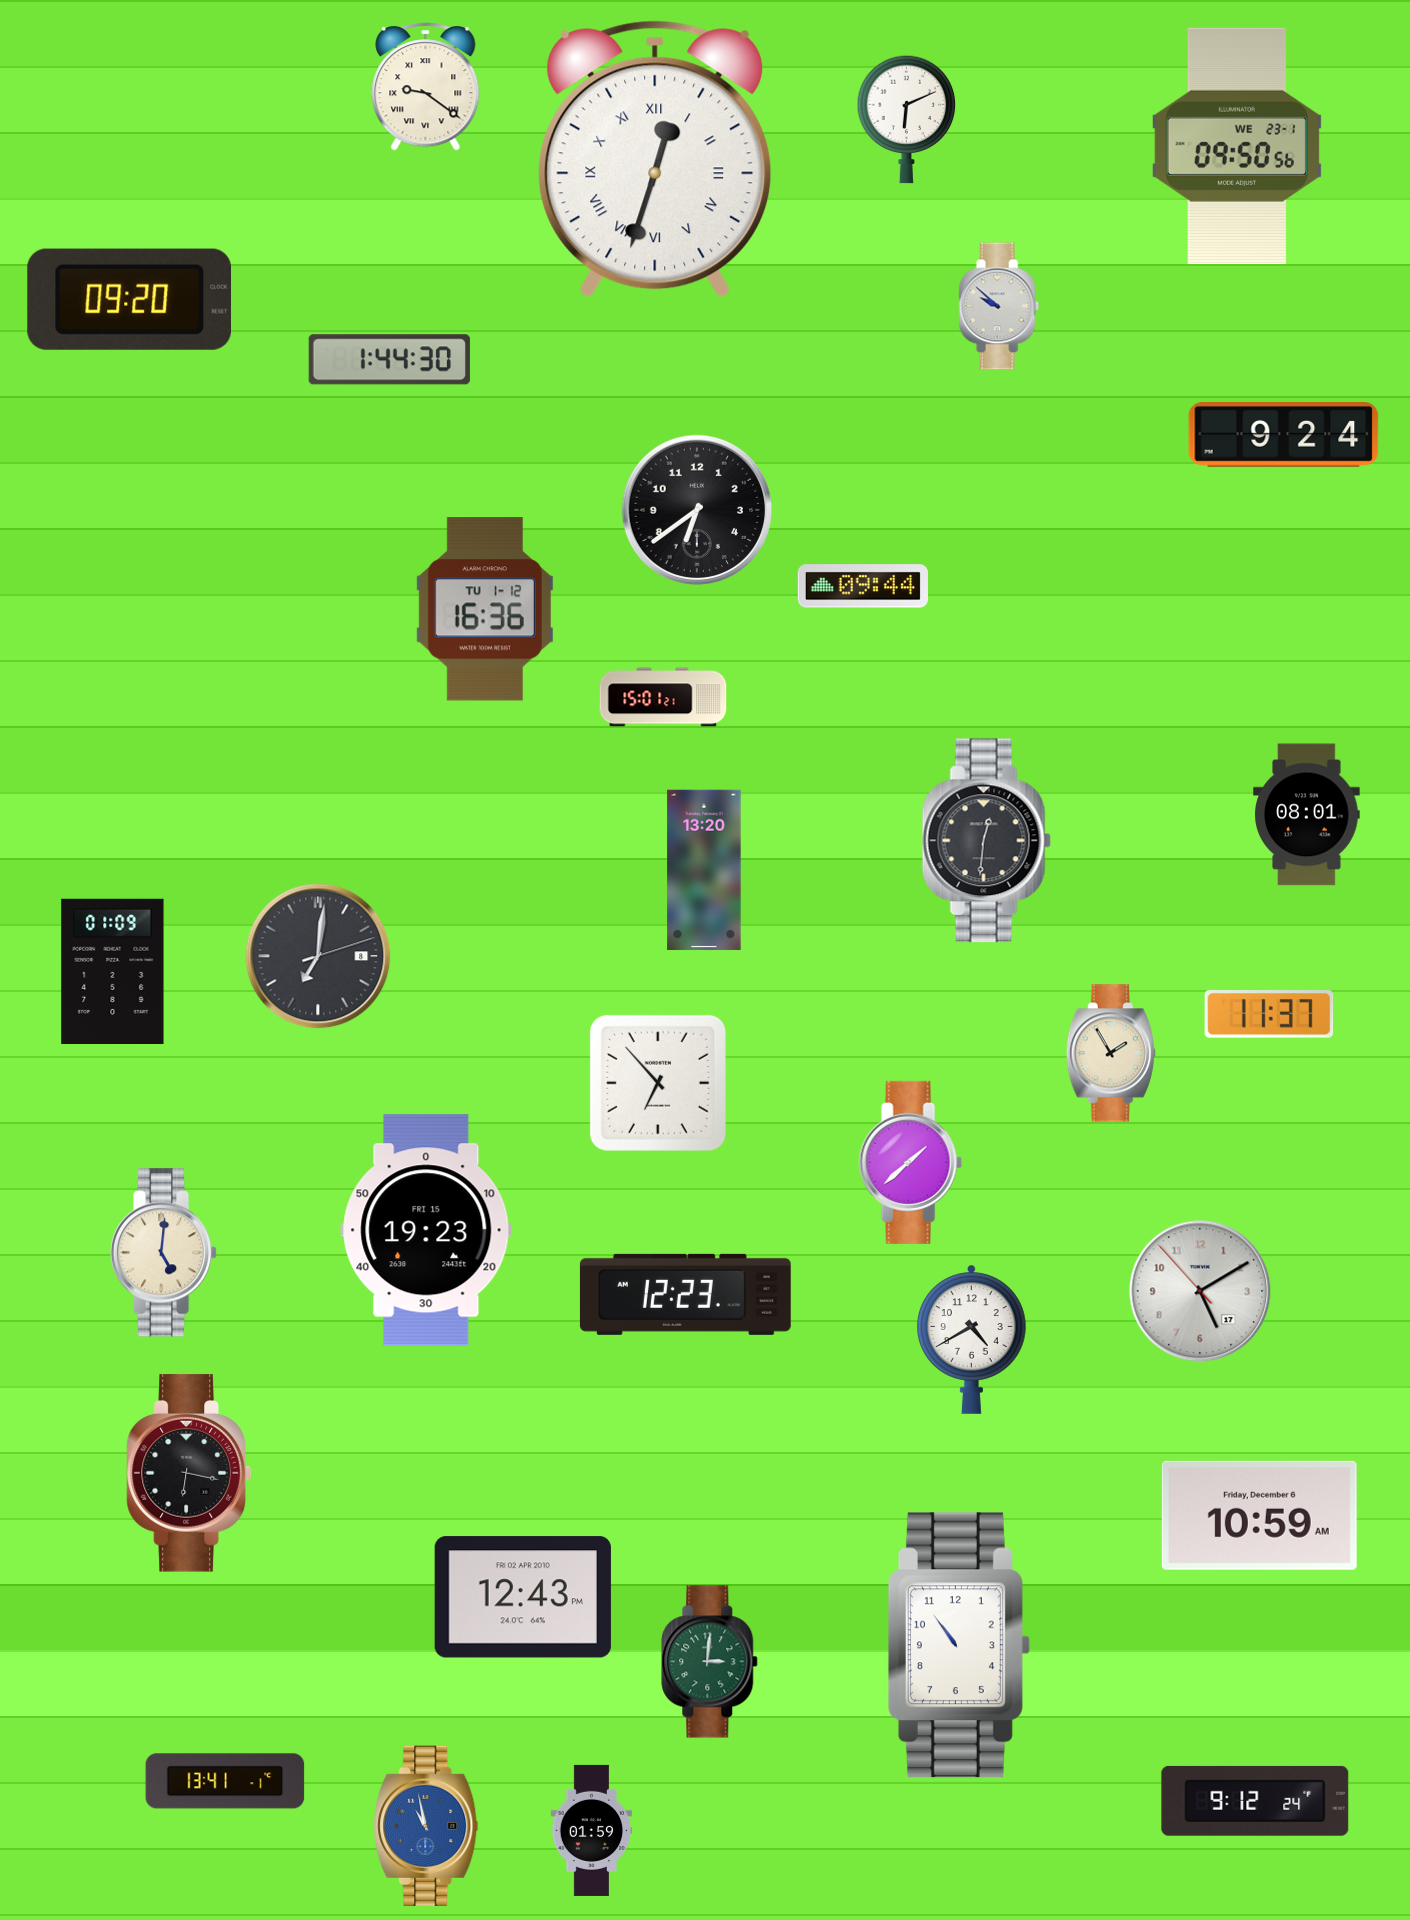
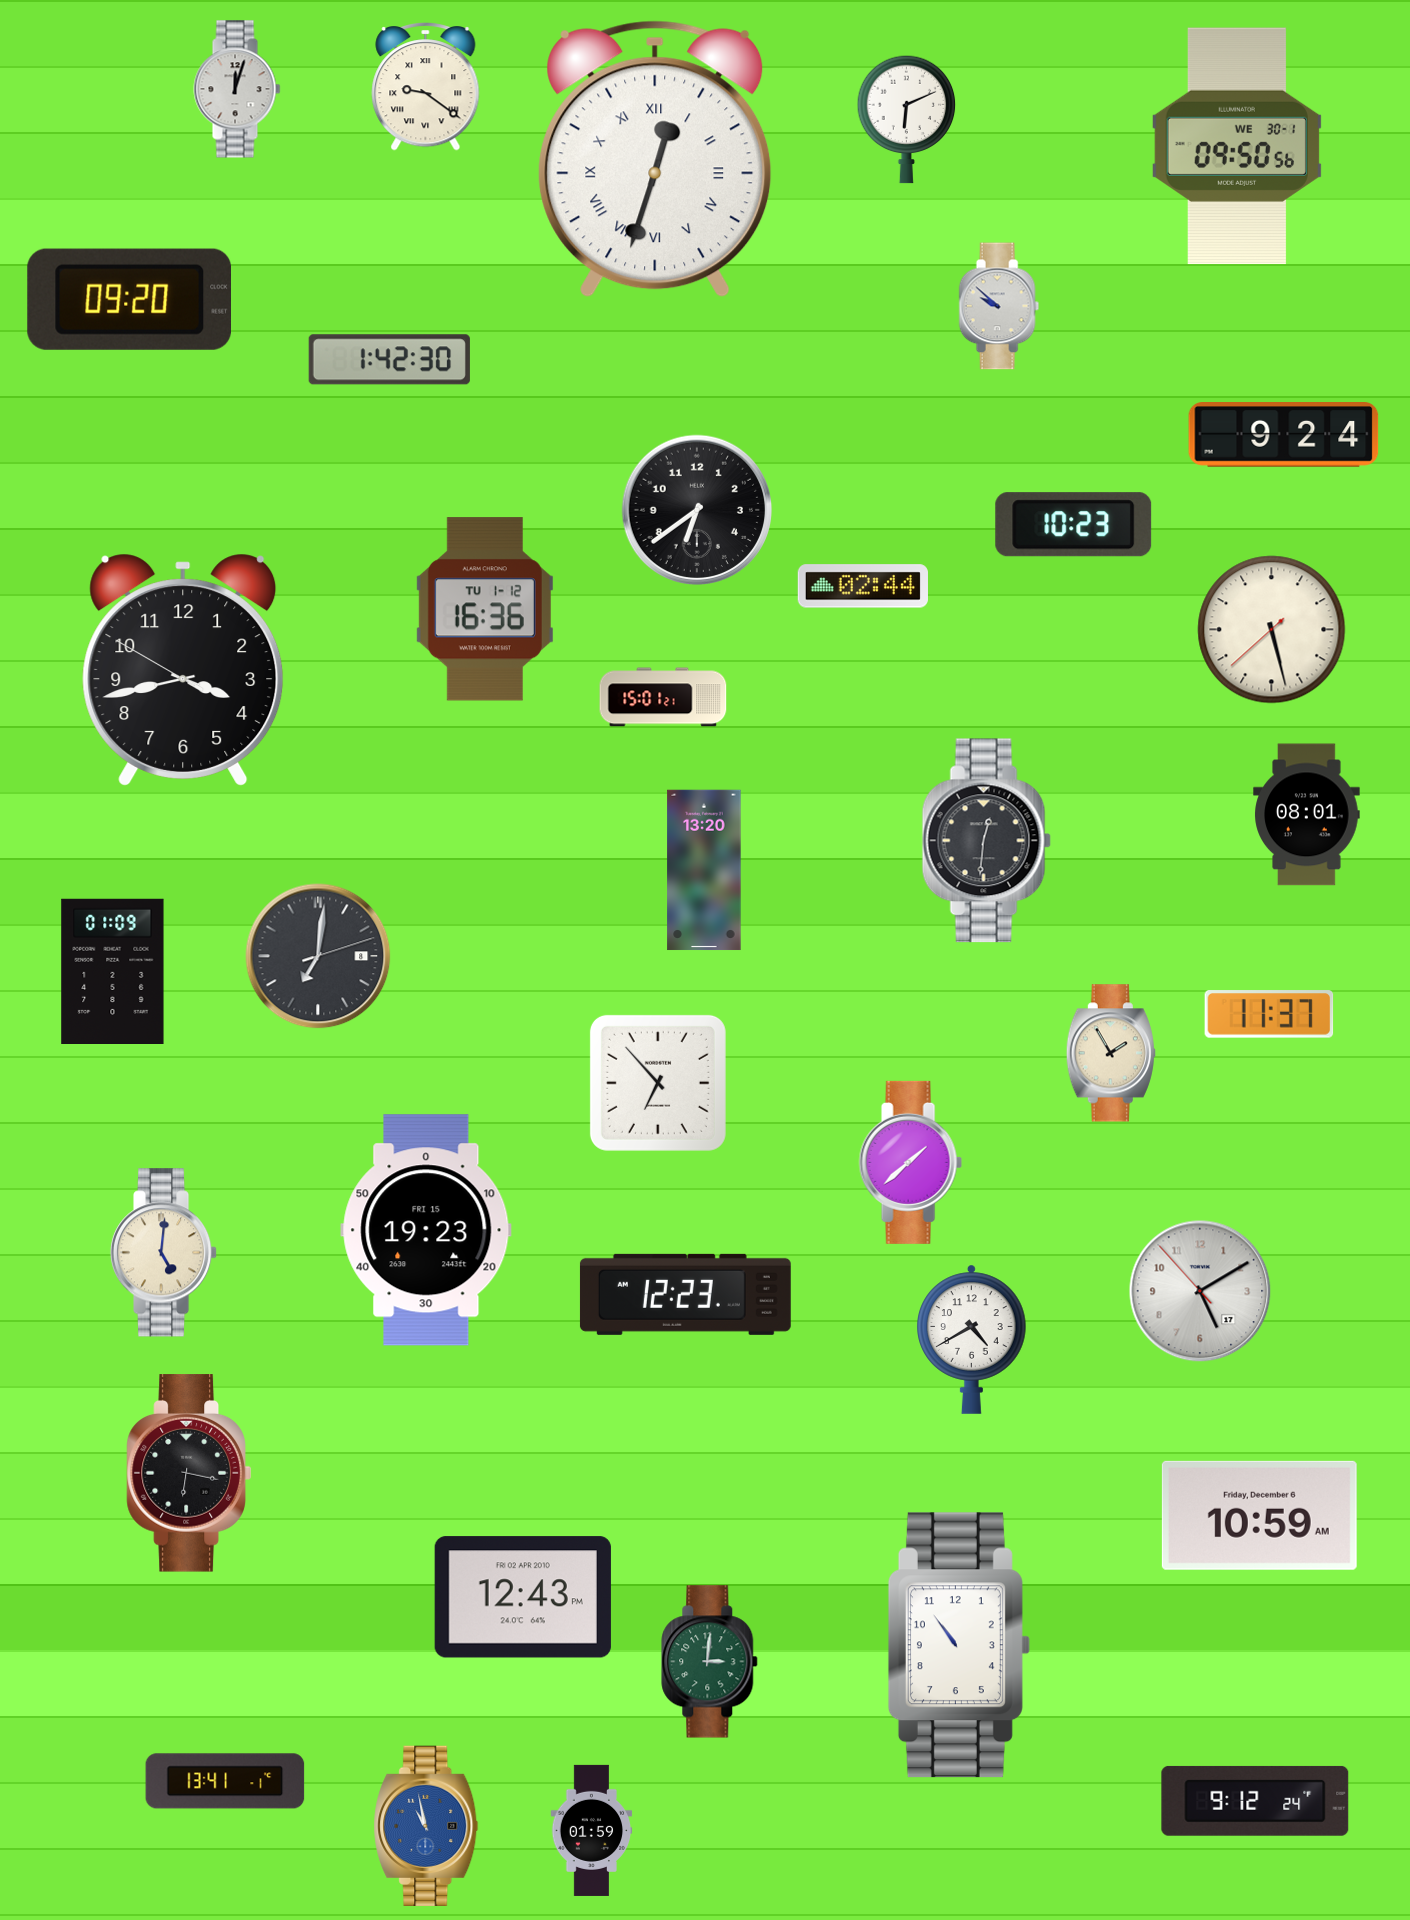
clock at (237, 89): none -> 12:03
clock at (1237, 146) date: WE 23-1 -> WE 30-1
clock at (389, 360): 1:44 -> 1:42
clock at (1074, 525): none -> 10:23
clock at (863, 586): 09:44 -> 02:44
clock at (1272, 630): none -> 5:27
clock at (183, 670): none -> 3:42
